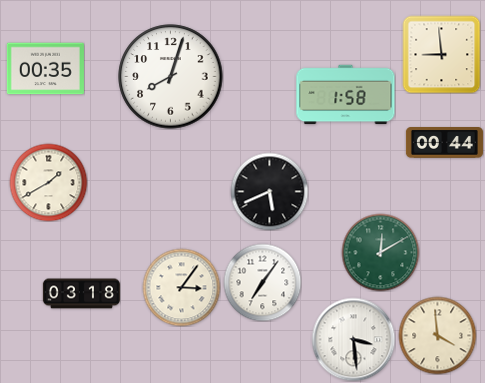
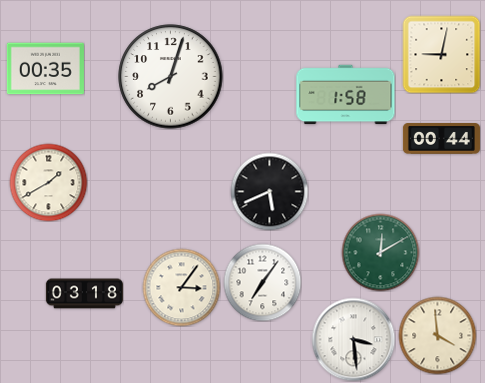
clock at (441, 54): 8:59 -> 9:02
clock at (444, 143) position: (444, 143) -> (441, 139)
clock at (81, 294) position: (81, 294) -> (84, 294)
